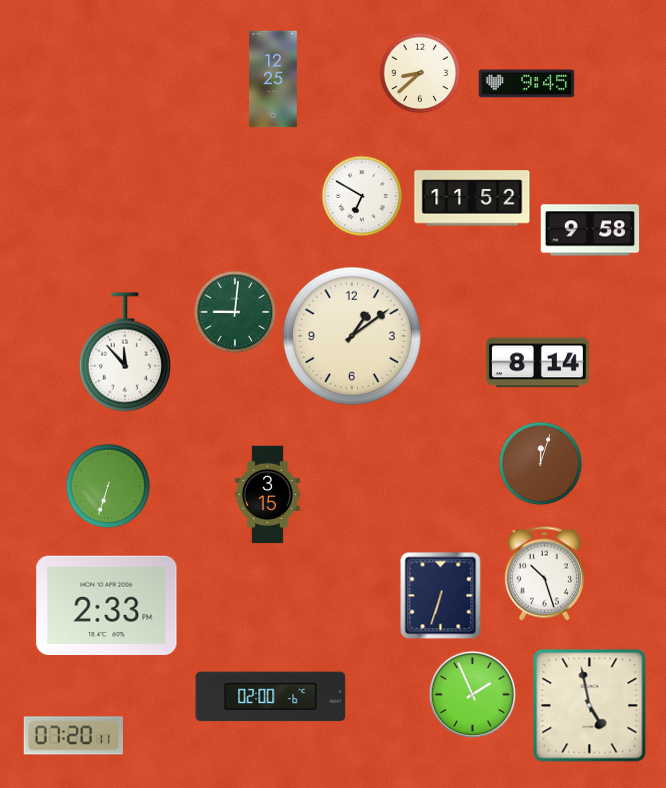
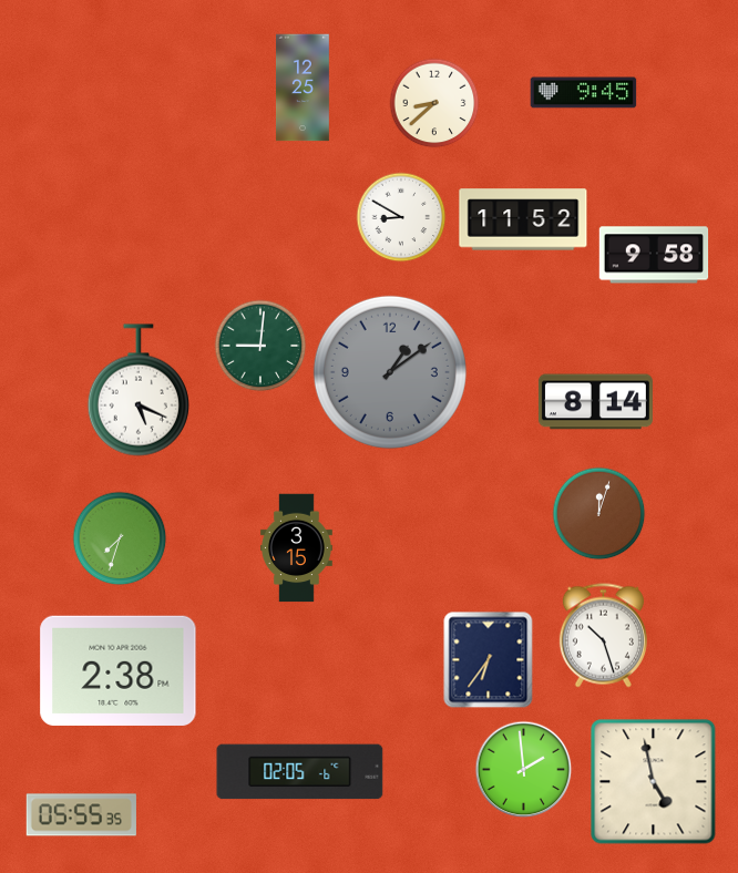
clock at (420, 73) position: (420, 73) -> (434, 103)
clock at (362, 196): 6:50 -> 8:50
clock at (352, 336) dial: cream -> grey
clock at (125, 352): 11:53 -> 5:19
clock at (108, 486): 6:33 -> 7:33
clock at (441, 596): 6:33 -> 6:36
clock at (107, 605): 2:33 -> 2:38
clock at (473, 695): 1:56 -> 1:59
clock at (271, 697): 02:00 -> 02:05
clock at (73, 736): 07:20 -> 05:55
